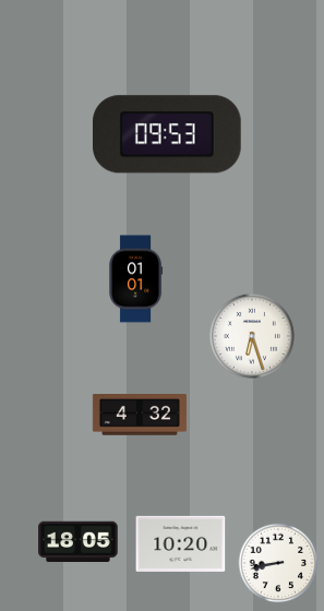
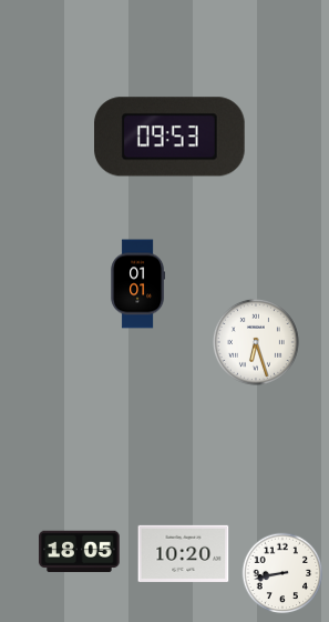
clock at (140, 416): 4:32 -> none
